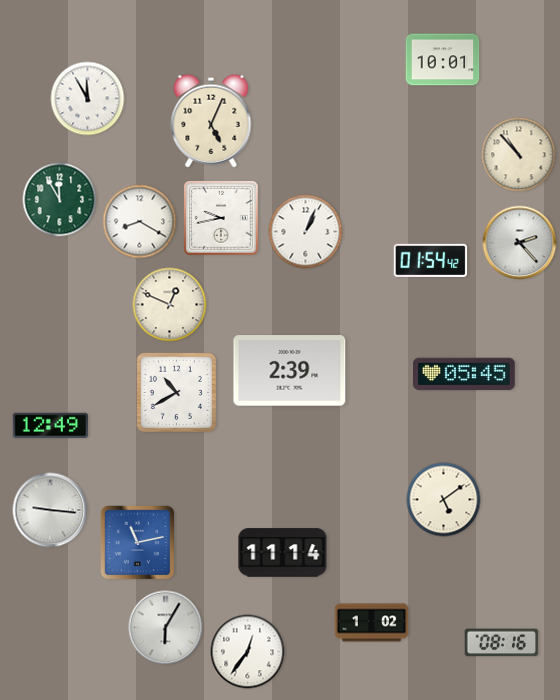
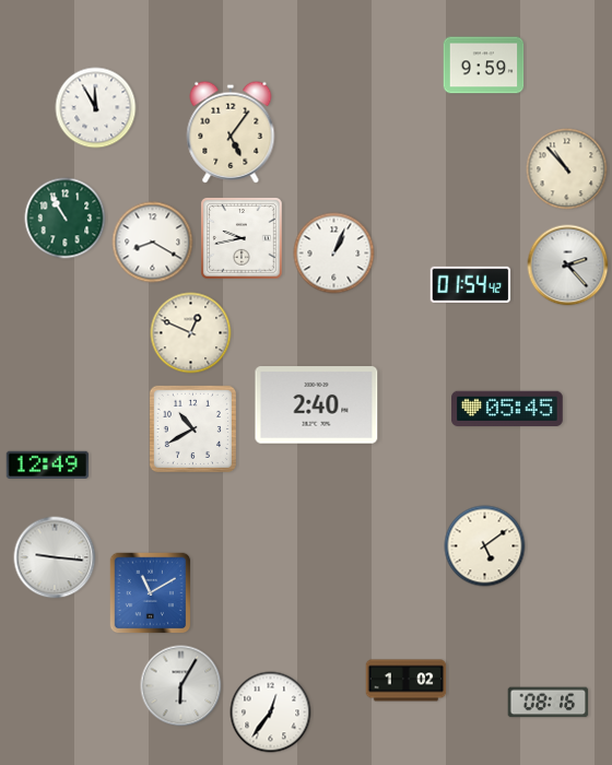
clock at (443, 60): 10:01 -> 9:59
clock at (211, 121): 5:04 -> 5:06
clock at (60, 200): 11:55 -> 10:55
clock at (170, 305) position: (170, 305) -> (191, 333)
clock at (290, 371): 2:39 -> 2:40
clock at (50, 425) position: (50, 425) -> (47, 464)
clock at (138, 543): 11:13 -> 11:10
clock at (283, 553): 11:14 -> none
